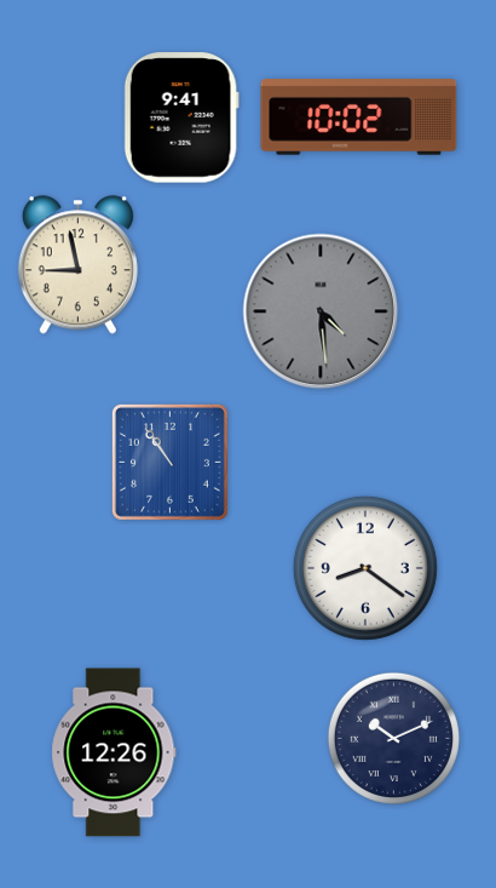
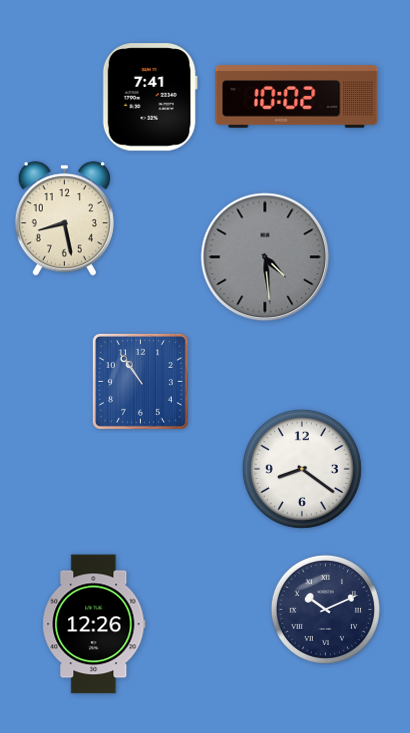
clock at (181, 118): 9:41 -> 7:41
clock at (77, 265): 8:58 -> 8:28
clock at (114, 752) position: (114, 752) -> (94, 624)
